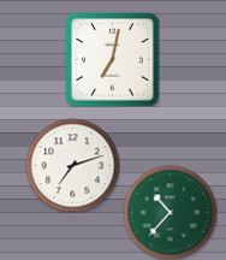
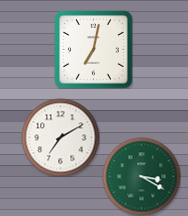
clock at (72, 165): 7:12 -> 7:10
clock at (169, 212): 10:37 -> 3:20
